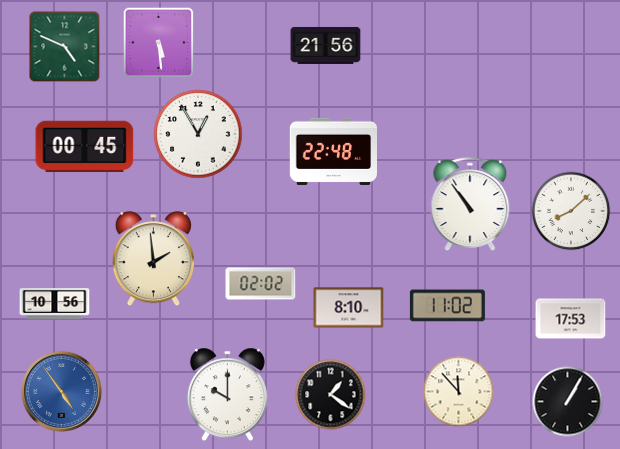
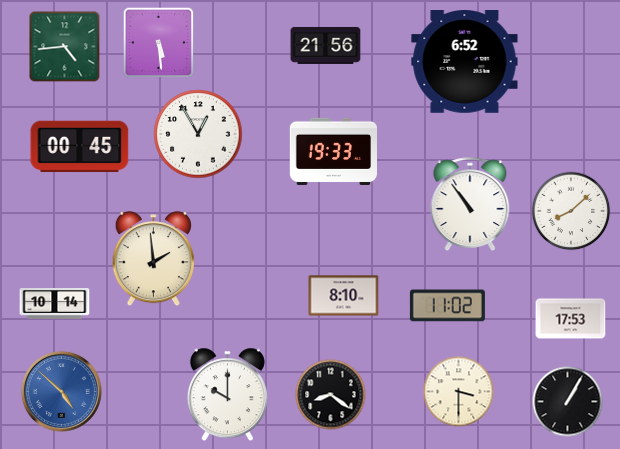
clock at (65, 47): 4:49 -> 4:44
clock at (465, 62): none -> 6:52
clock at (85, 147) position: (85, 147) -> (80, 147)
clock at (333, 151): 22:48 -> 19:33
clock at (261, 284): 02:02 -> none
clock at (55, 304): 10:56 -> 10:14
clock at (349, 308) position: (349, 308) -> (344, 296)
clock at (61, 391): 4:54 -> 4:52
clock at (459, 392): 11:53 -> 3:30
clock at (331, 395): 1:21 -> 8:21
